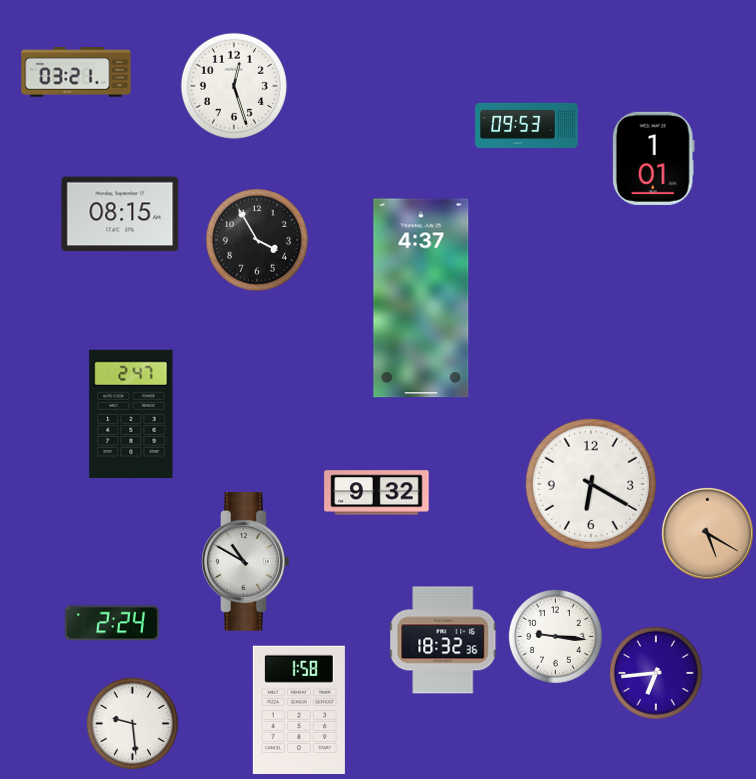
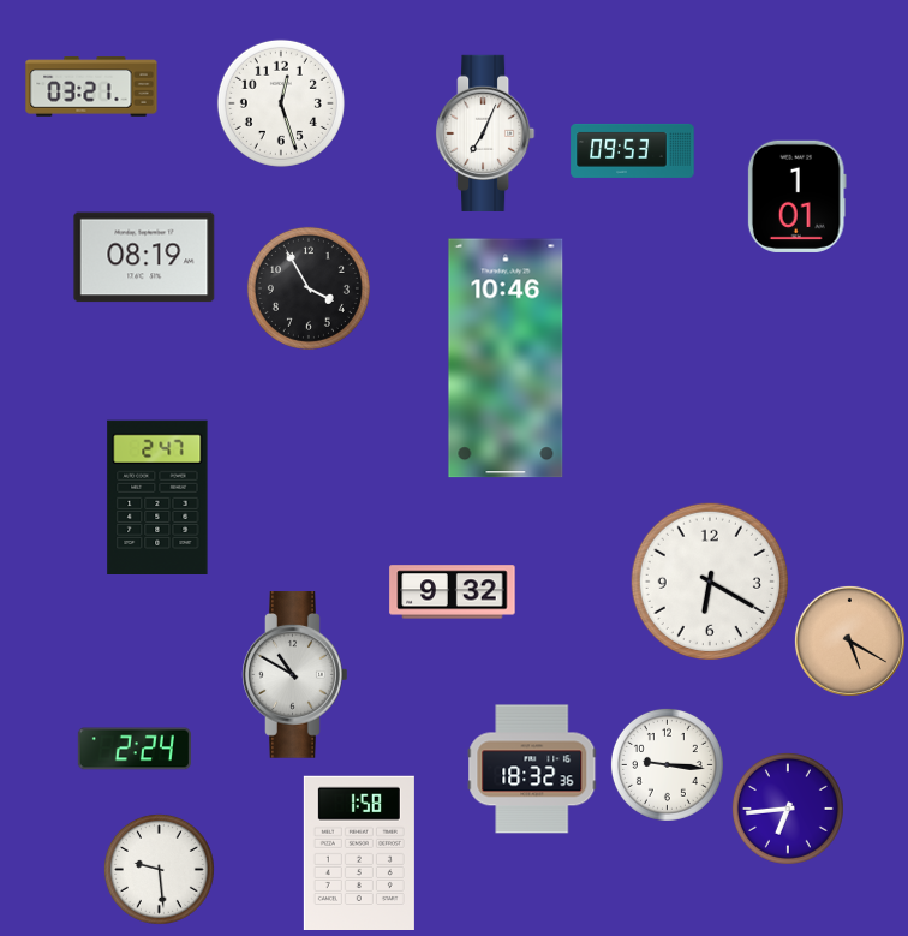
clock at (485, 133): none -> 7:04
clock at (653, 158) position: (653, 158) -> (796, 196)
clock at (120, 214): 08:15 -> 08:19
clock at (421, 298): 4:37 -> 10:46
